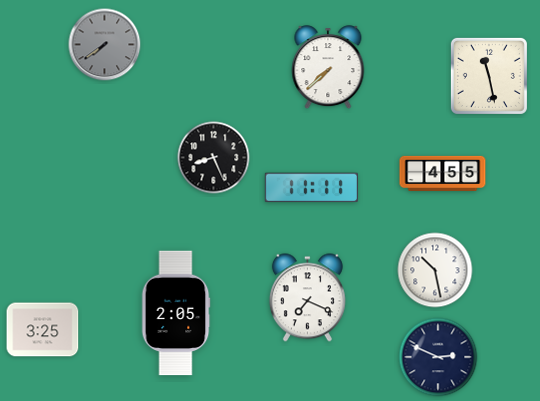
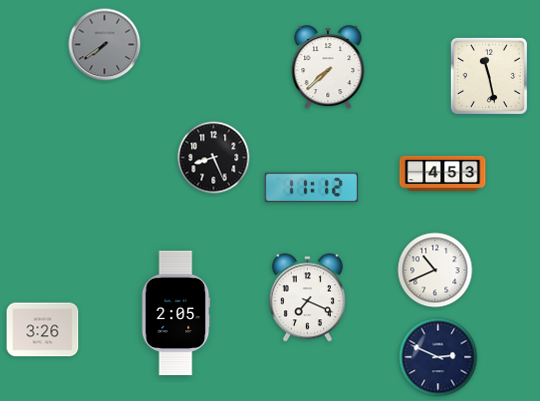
clock at (443, 173): 4:55 -> 4:53
clock at (311, 188): 11:11 -> 11:12
clock at (435, 270): 10:28 -> 10:41
clock at (43, 330): 3:25 -> 3:26
